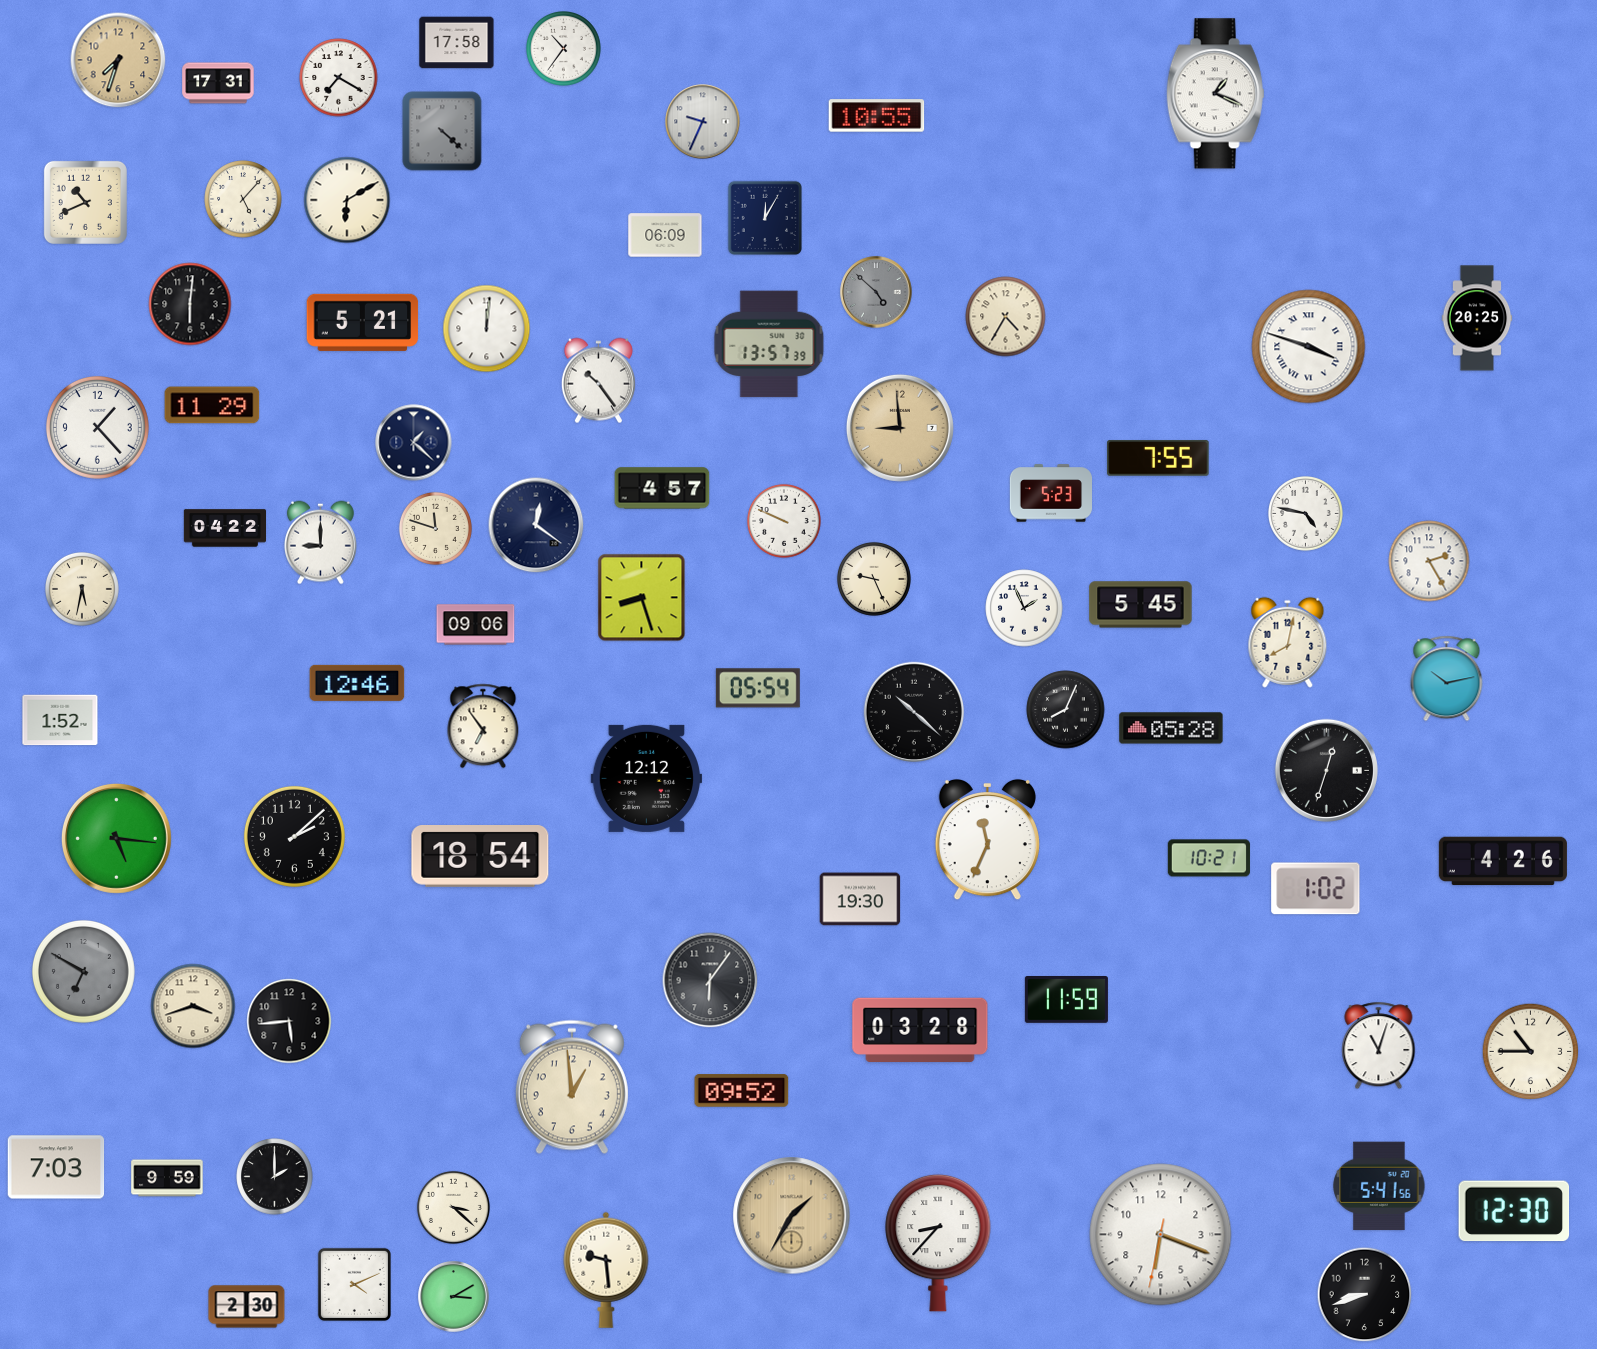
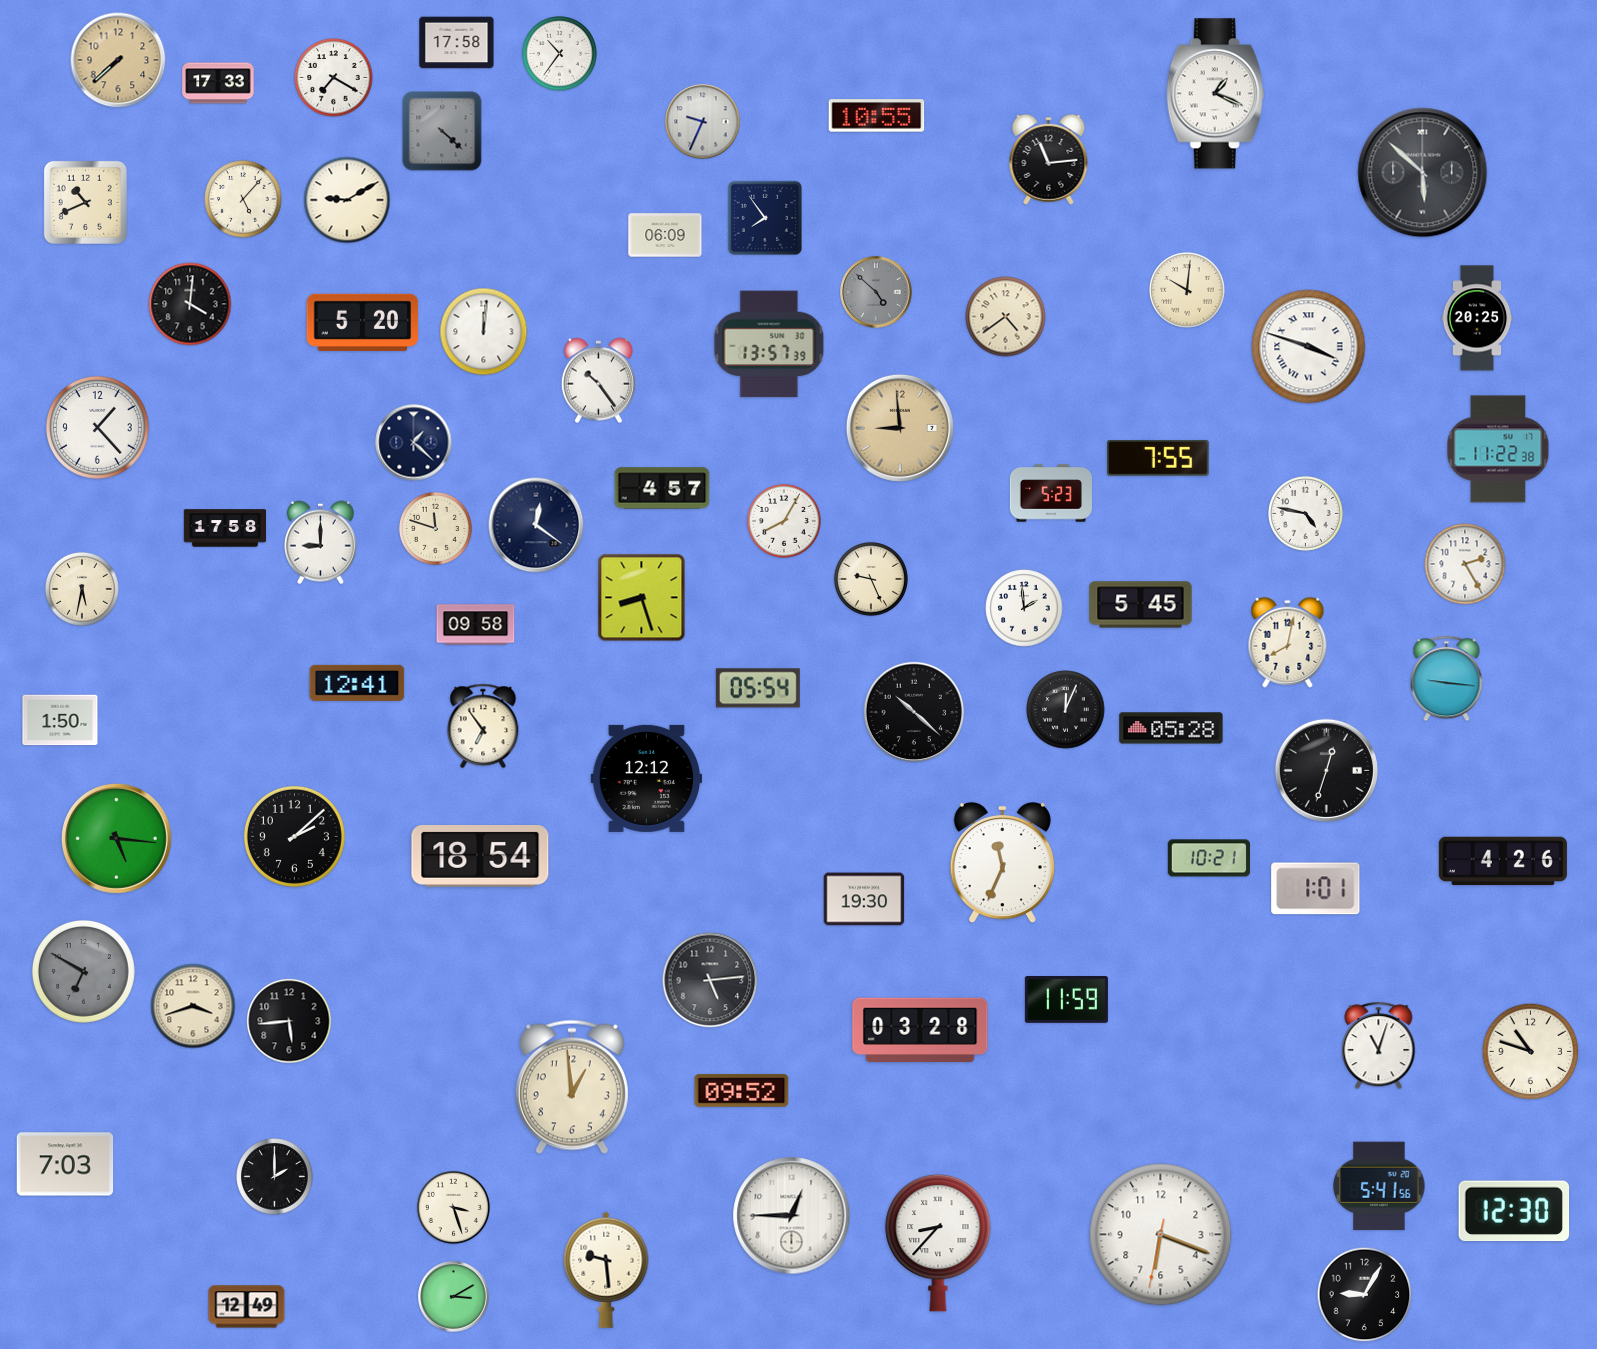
clock at (564, 49) position: (564, 49) -> (560, 54)
clock at (118, 60): 7:33 -> 7:38
clock at (339, 78) position: (339, 78) -> (334, 78)
clock at (218, 83): 17:31 -> 17:33
clock at (1049, 159): none -> 11:14
clock at (1423, 173): none -> 5:52
clock at (347, 200): 6:10 -> 9:10
clock at (764, 217): 12:05 -> 7:54
clock at (1187, 290): none -> 10:01
clock at (190, 304): 6:01 -> 4:01
clock at (1006, 317): 4:35 -> 4:39
clock at (363, 322): 5:21 -> 5:20
clock at (487, 329) position: (487, 329) -> (484, 332)
clock at (212, 405): 11:29 -> none
clock at (1498, 449): none -> 11:22
clock at (784, 521): 9:49 -> 8:05
clock at (224, 528): 04:22 -> 17:58
clock at (1429, 561) position: (1429, 561) -> (1465, 564)
clock at (874, 579) position: (874, 579) -> (871, 579)
clock at (1024, 608): 1:56 -> 1:59
clock at (476, 625): 09:06 -> 09:58
clock at (1447, 679): 10:13 -> 9:16
clock at (357, 683): 12:46 -> 12:41
clock at (1066, 710): 8:04 -> 12:04
clock at (60, 720): 1:52 -> 1:50
clock at (987, 840) position: (987, 840) -> (1002, 863)
clock at (1316, 889): 1:02 -> 1:01
clock at (860, 899) position: (860, 899) -> (864, 899)
clock at (710, 980): 6:06 -> 5:14
clock at (1531, 1052): 10:45 -> 10:48
clock at (56, 1167) position: (56, 1167) -> (65, 1164)
clock at (167, 1178): 9:59 -> none
clock at (453, 1207): 3:22 -> 3:27
clock at (792, 1216): 1:35 -> 12:45
clock at (792, 1216) dial: champagne -> white
clock at (354, 1284): 4:11 -> none
clock at (1365, 1295): 8:42 -> 9:05
clock at (247, 1307): 2:30 -> 12:49
